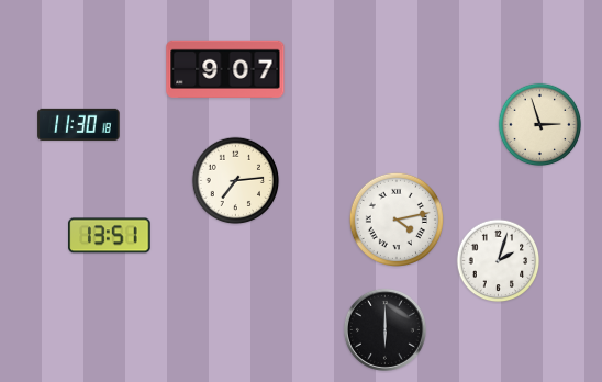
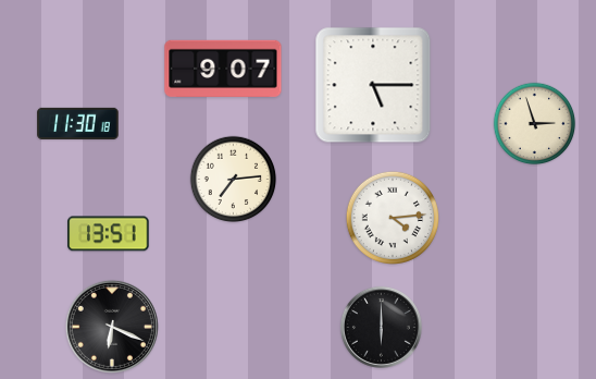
clock at (373, 85): none -> 5:15
clock at (395, 218): 4:13 -> 4:14
clock at (499, 261): 2:03 -> none
clock at (112, 327): none -> 6:19
